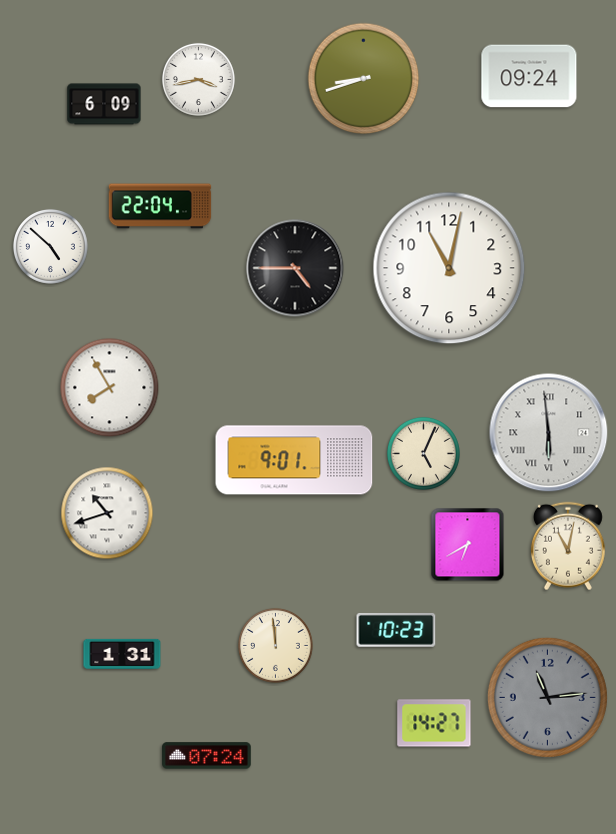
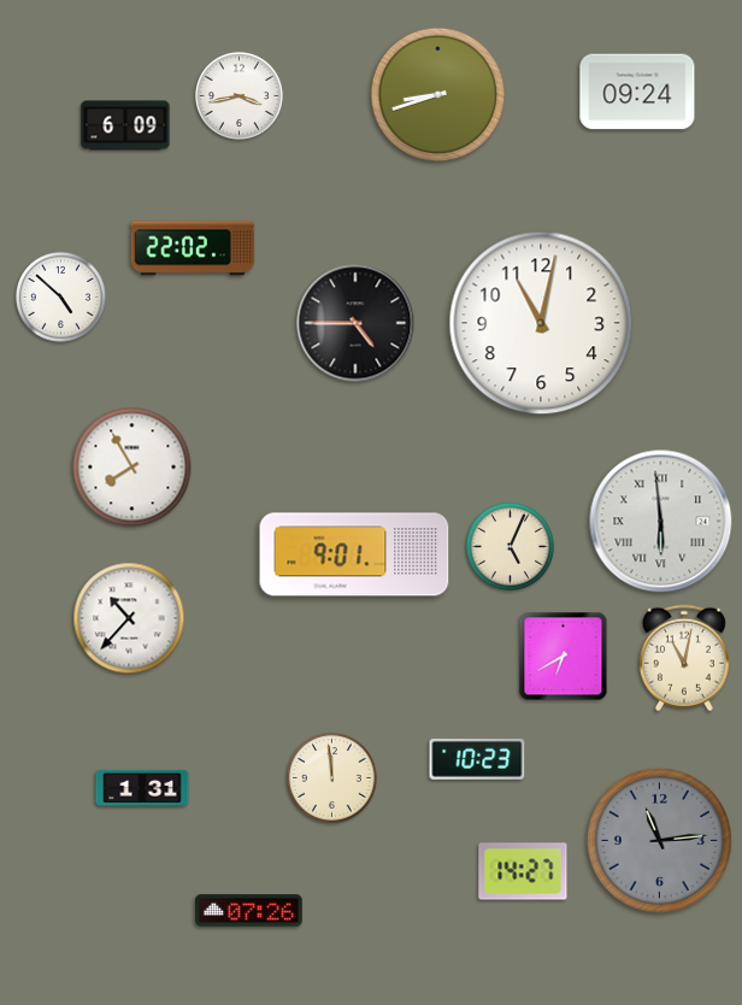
clock at (160, 206): 22:04 -> 22:02
clock at (107, 513): 10:42 -> 10:37
clock at (122, 654) position: (122, 654) -> (142, 788)
clock at (207, 756): 07:24 -> 07:26
